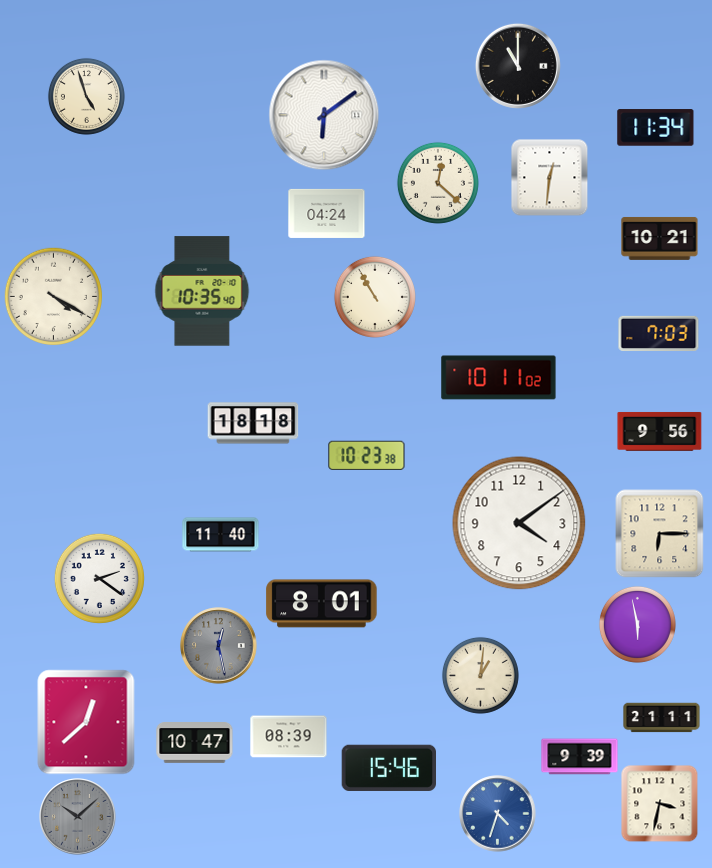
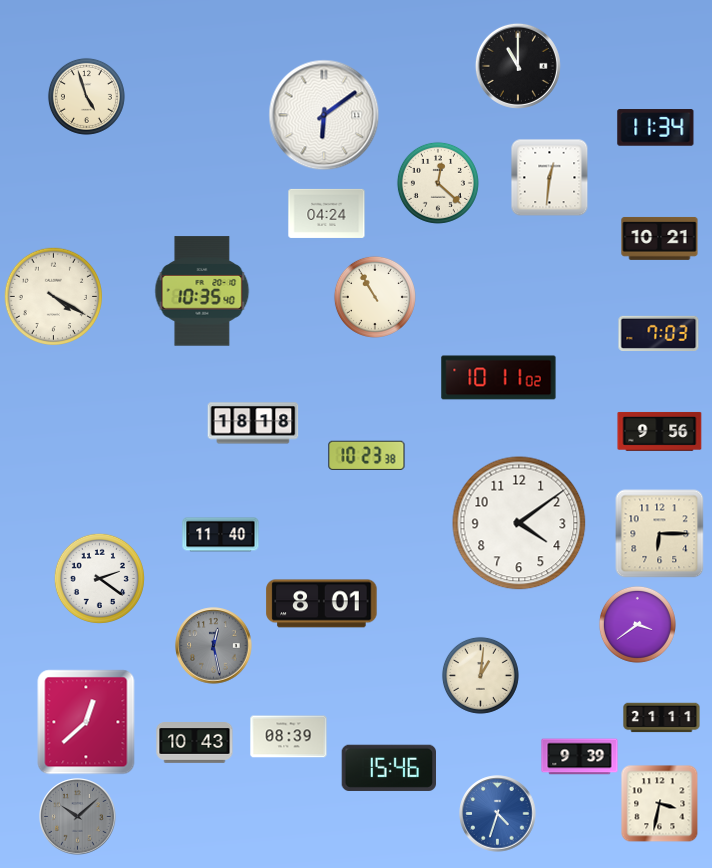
clock at (637, 624): 5:58 -> 3:39
clock at (219, 646) position: (219, 646) -> (214, 646)
clock at (195, 743): 10:47 -> 10:43
